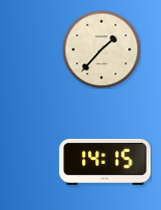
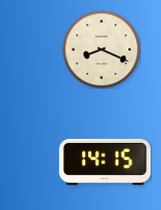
clock at (101, 49): 1:37 -> 8:19
